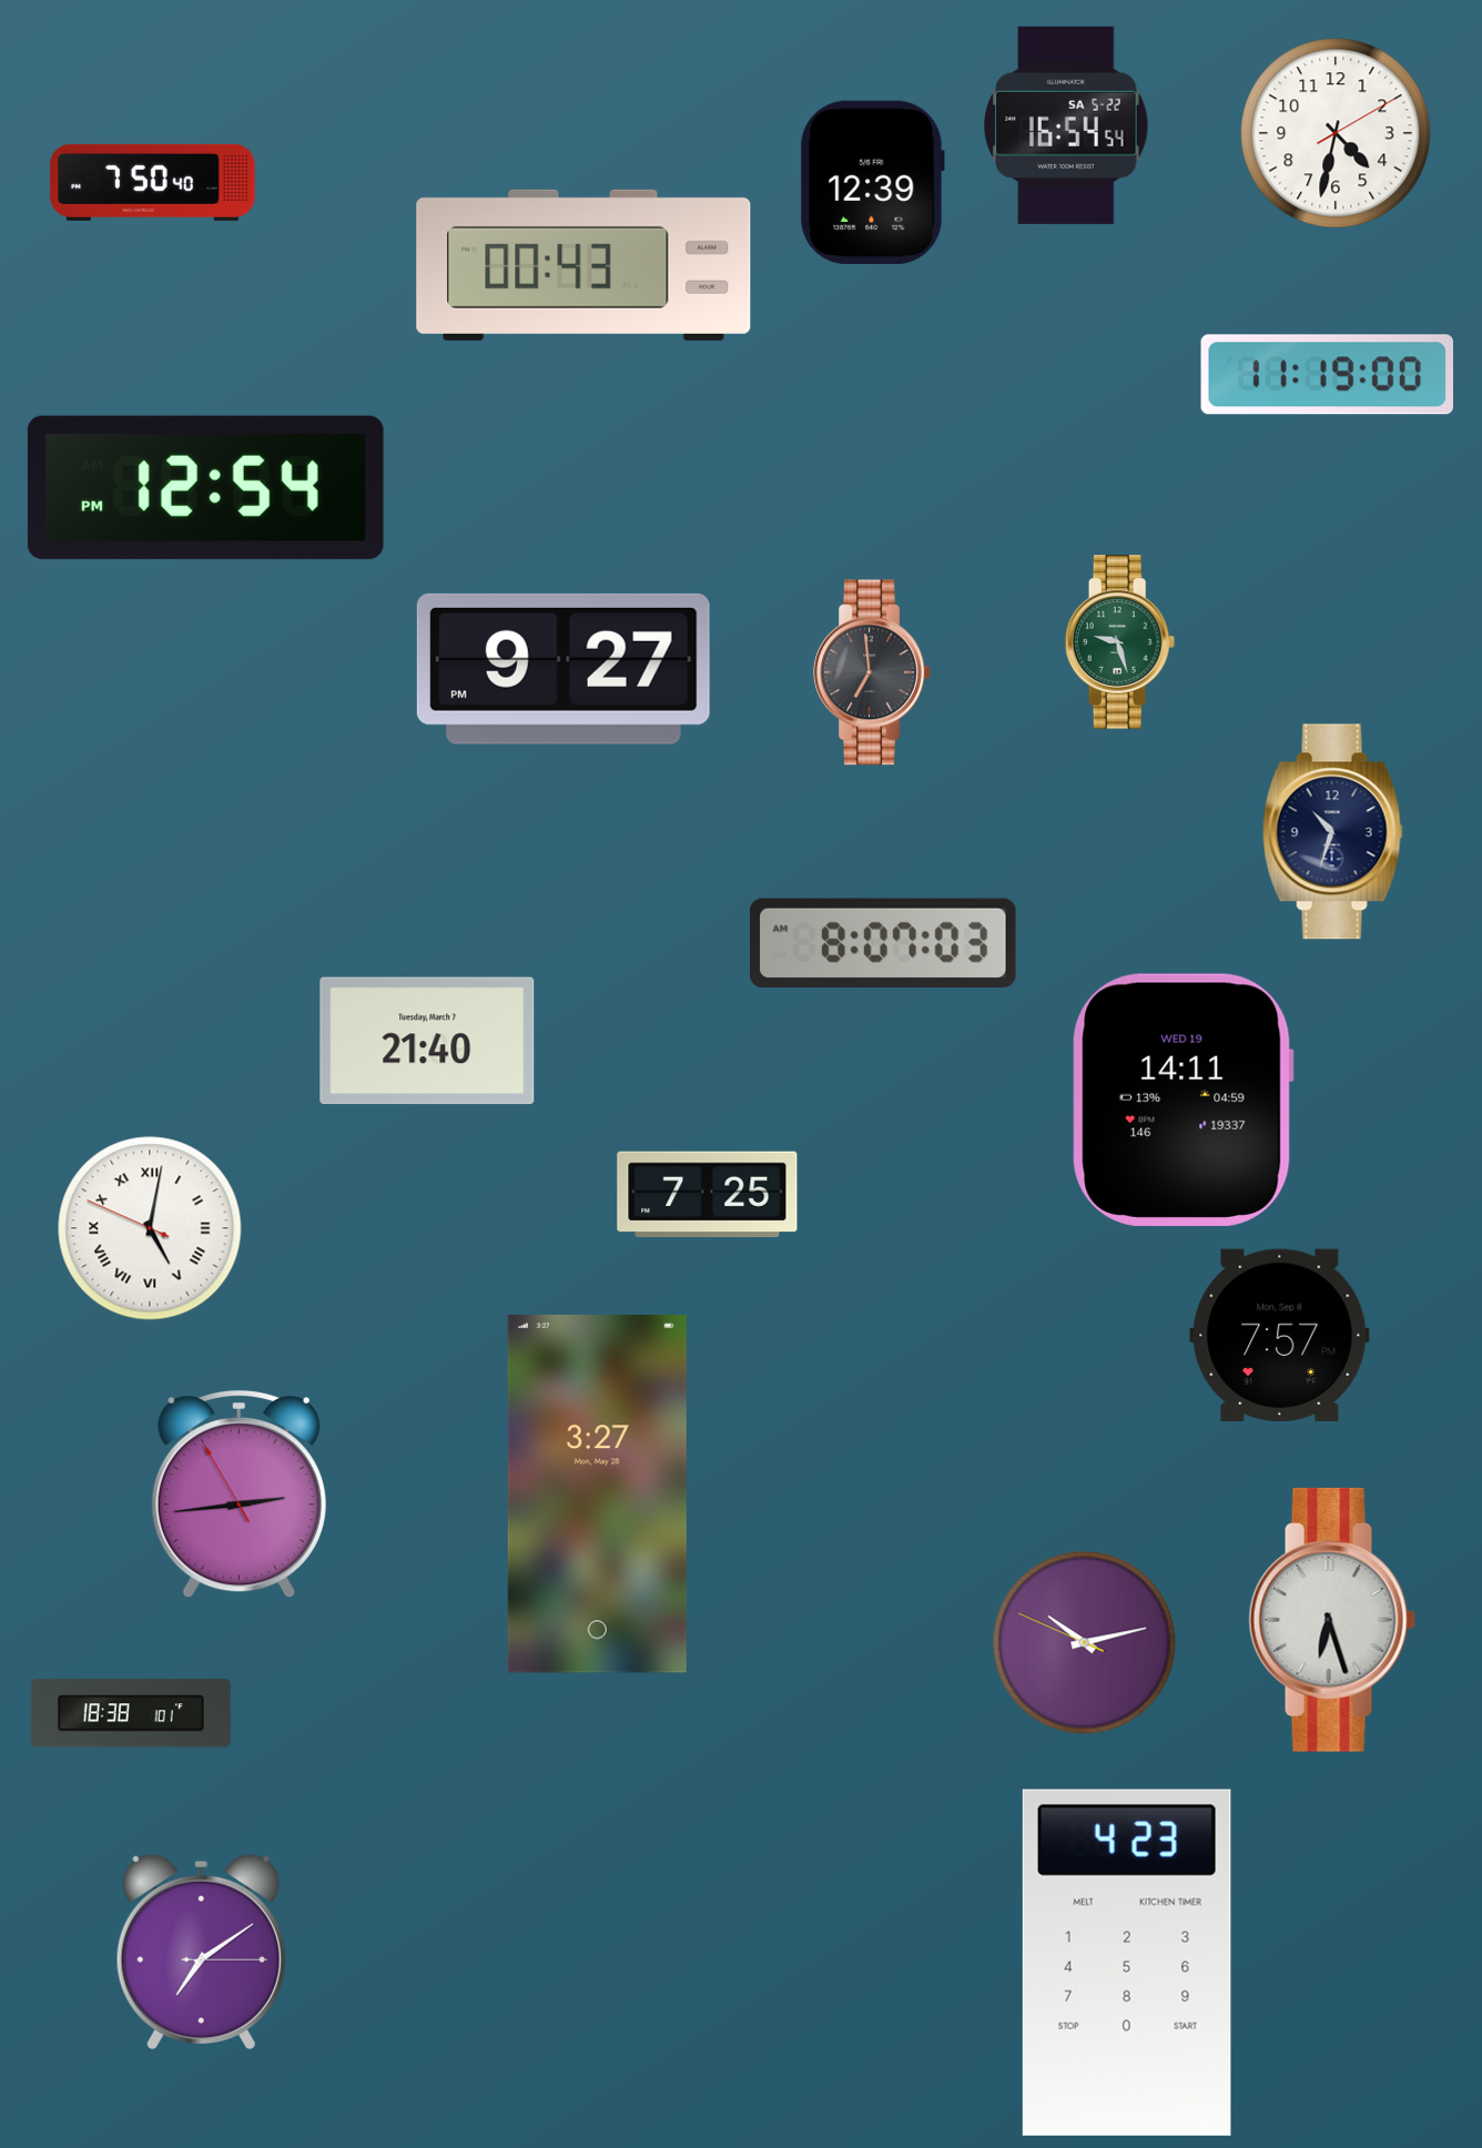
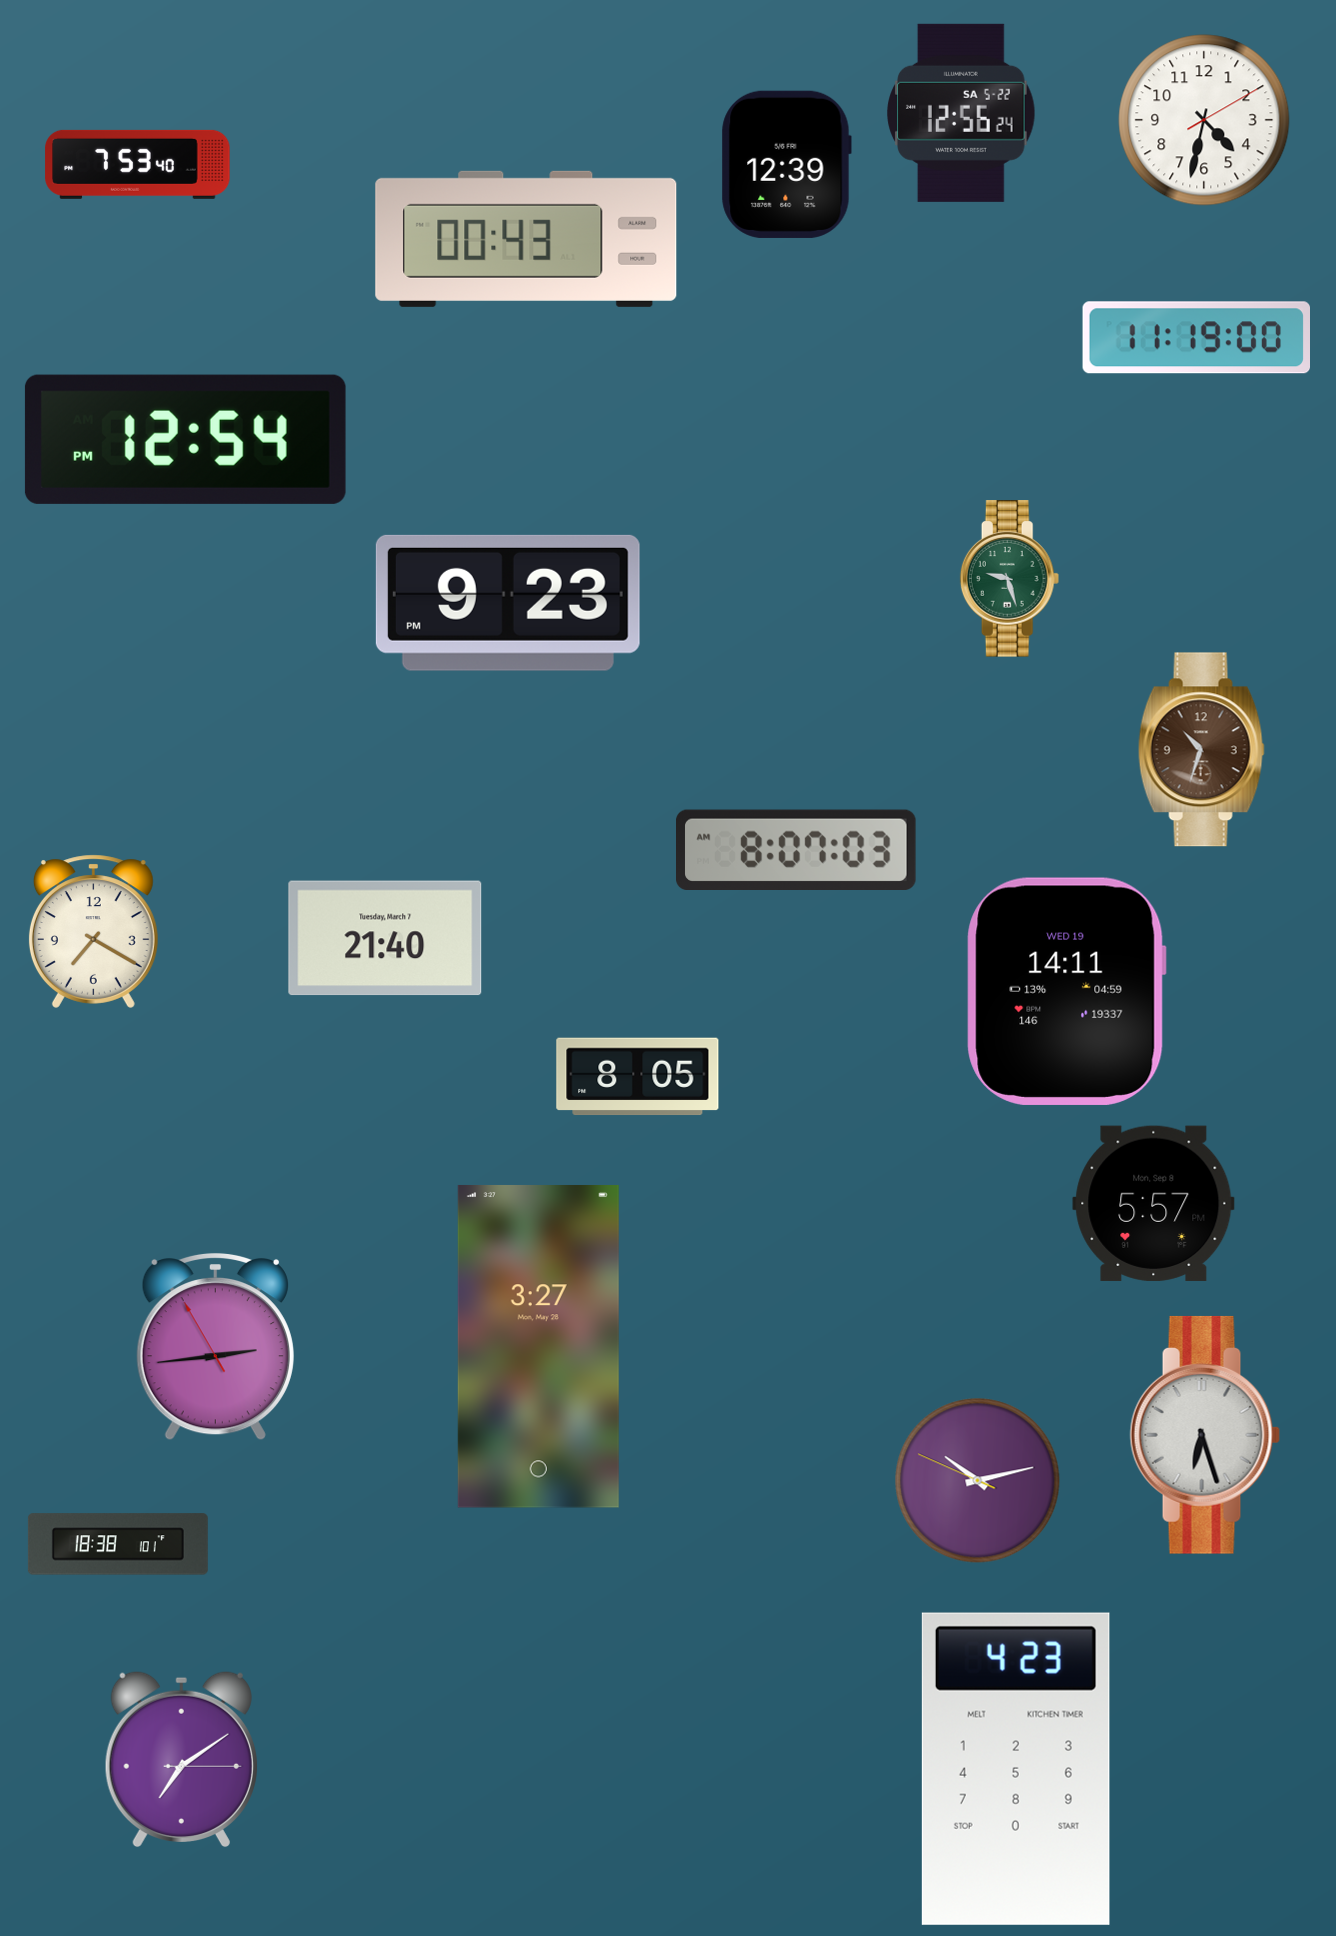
clock at (1066, 125): 16:54 -> 12:56
clock at (153, 182): 7:50 -> 7:53
clock at (564, 669): 9:27 -> 9:23
clock at (872, 672): 6:59 -> none
clock at (1332, 832) dial: navy -> brown
clock at (93, 931): none -> 7:20
clock at (708, 1195): 7:25 -> 8:05
clock at (150, 1228): 5:01 -> none
clock at (1280, 1335): 7:57 -> 5:57
clock at (1332, 1620) position: (1332, 1620) -> (1205, 1435)
